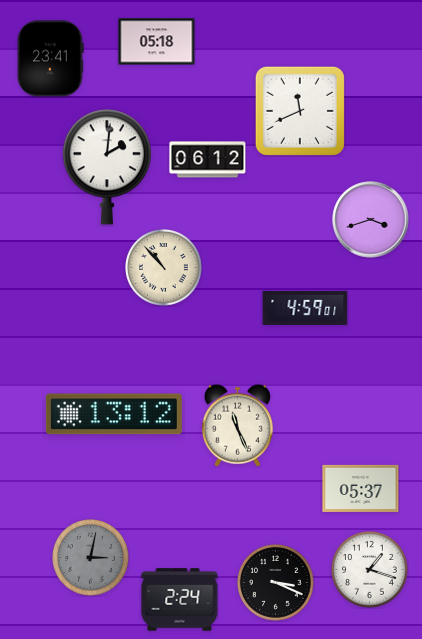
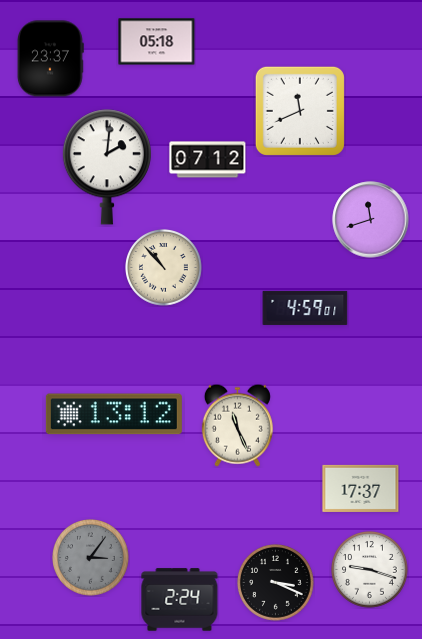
clock at (51, 59): 23:41 -> 23:37
clock at (208, 160): 06:12 -> 07:12
clock at (371, 220): 3:42 -> 11:42
clock at (361, 488): 05:37 -> 17:37
clock at (91, 558): 3:02 -> 3:06
clock at (370, 570): 1:18 -> 9:18
